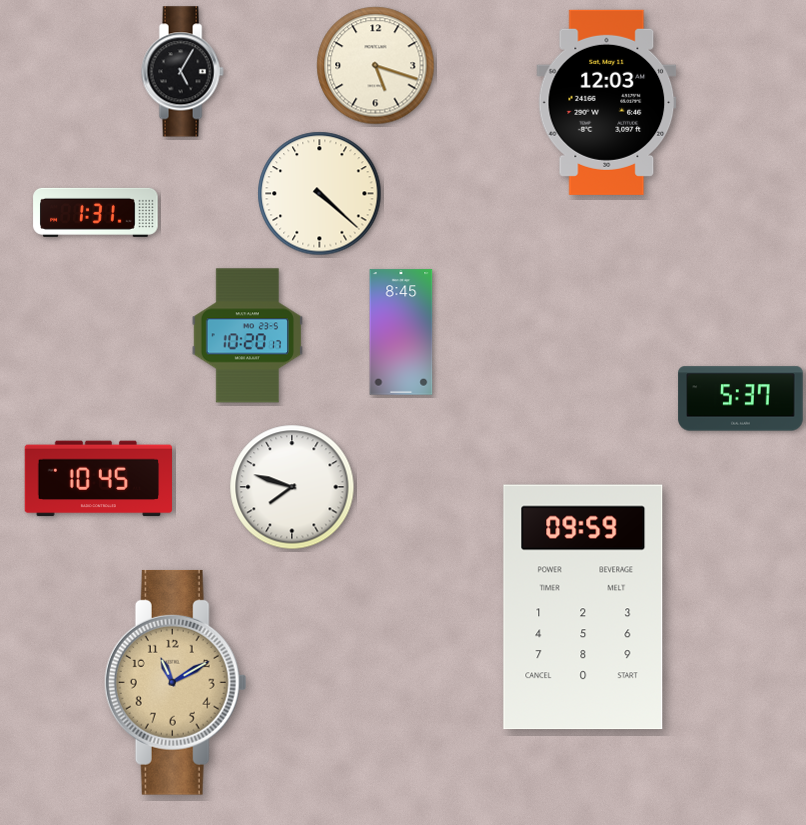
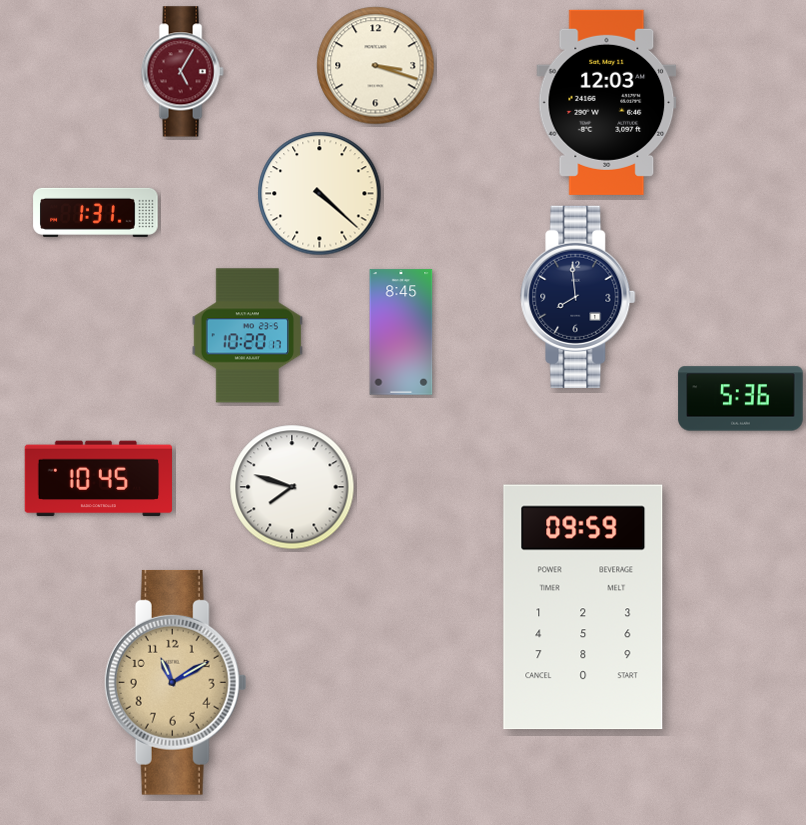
clock at (376, 66): 5:18 -> 3:18
clock at (182, 72) dial: black -> burgundy
clock at (578, 297): none -> 7:59
clock at (741, 399): 5:37 -> 5:36
